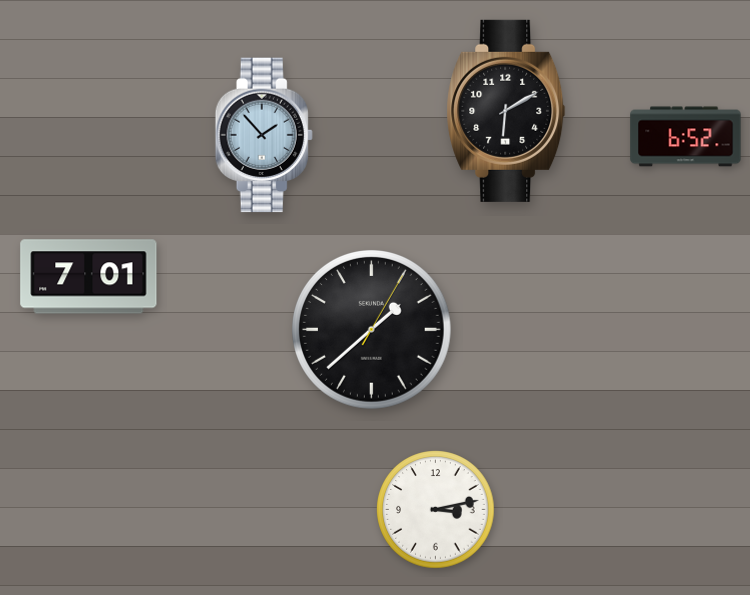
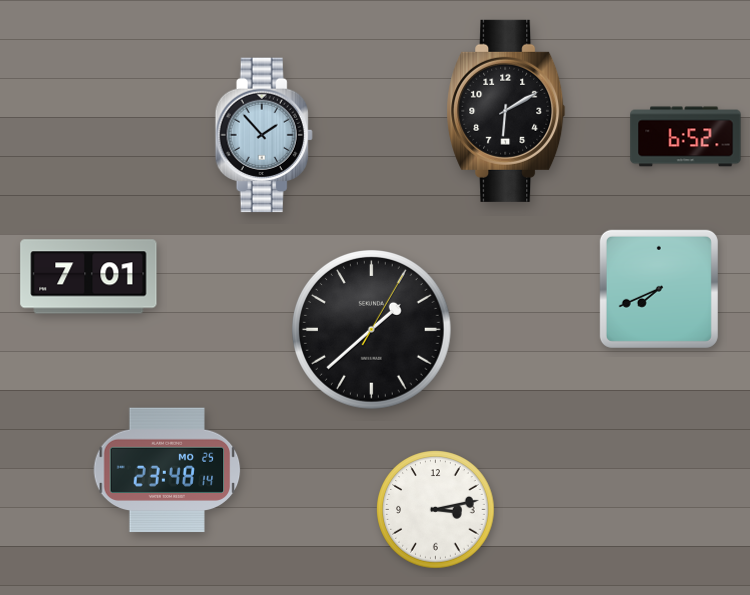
clock at (659, 289): none -> 7:41
clock at (167, 470): none -> 23:48
